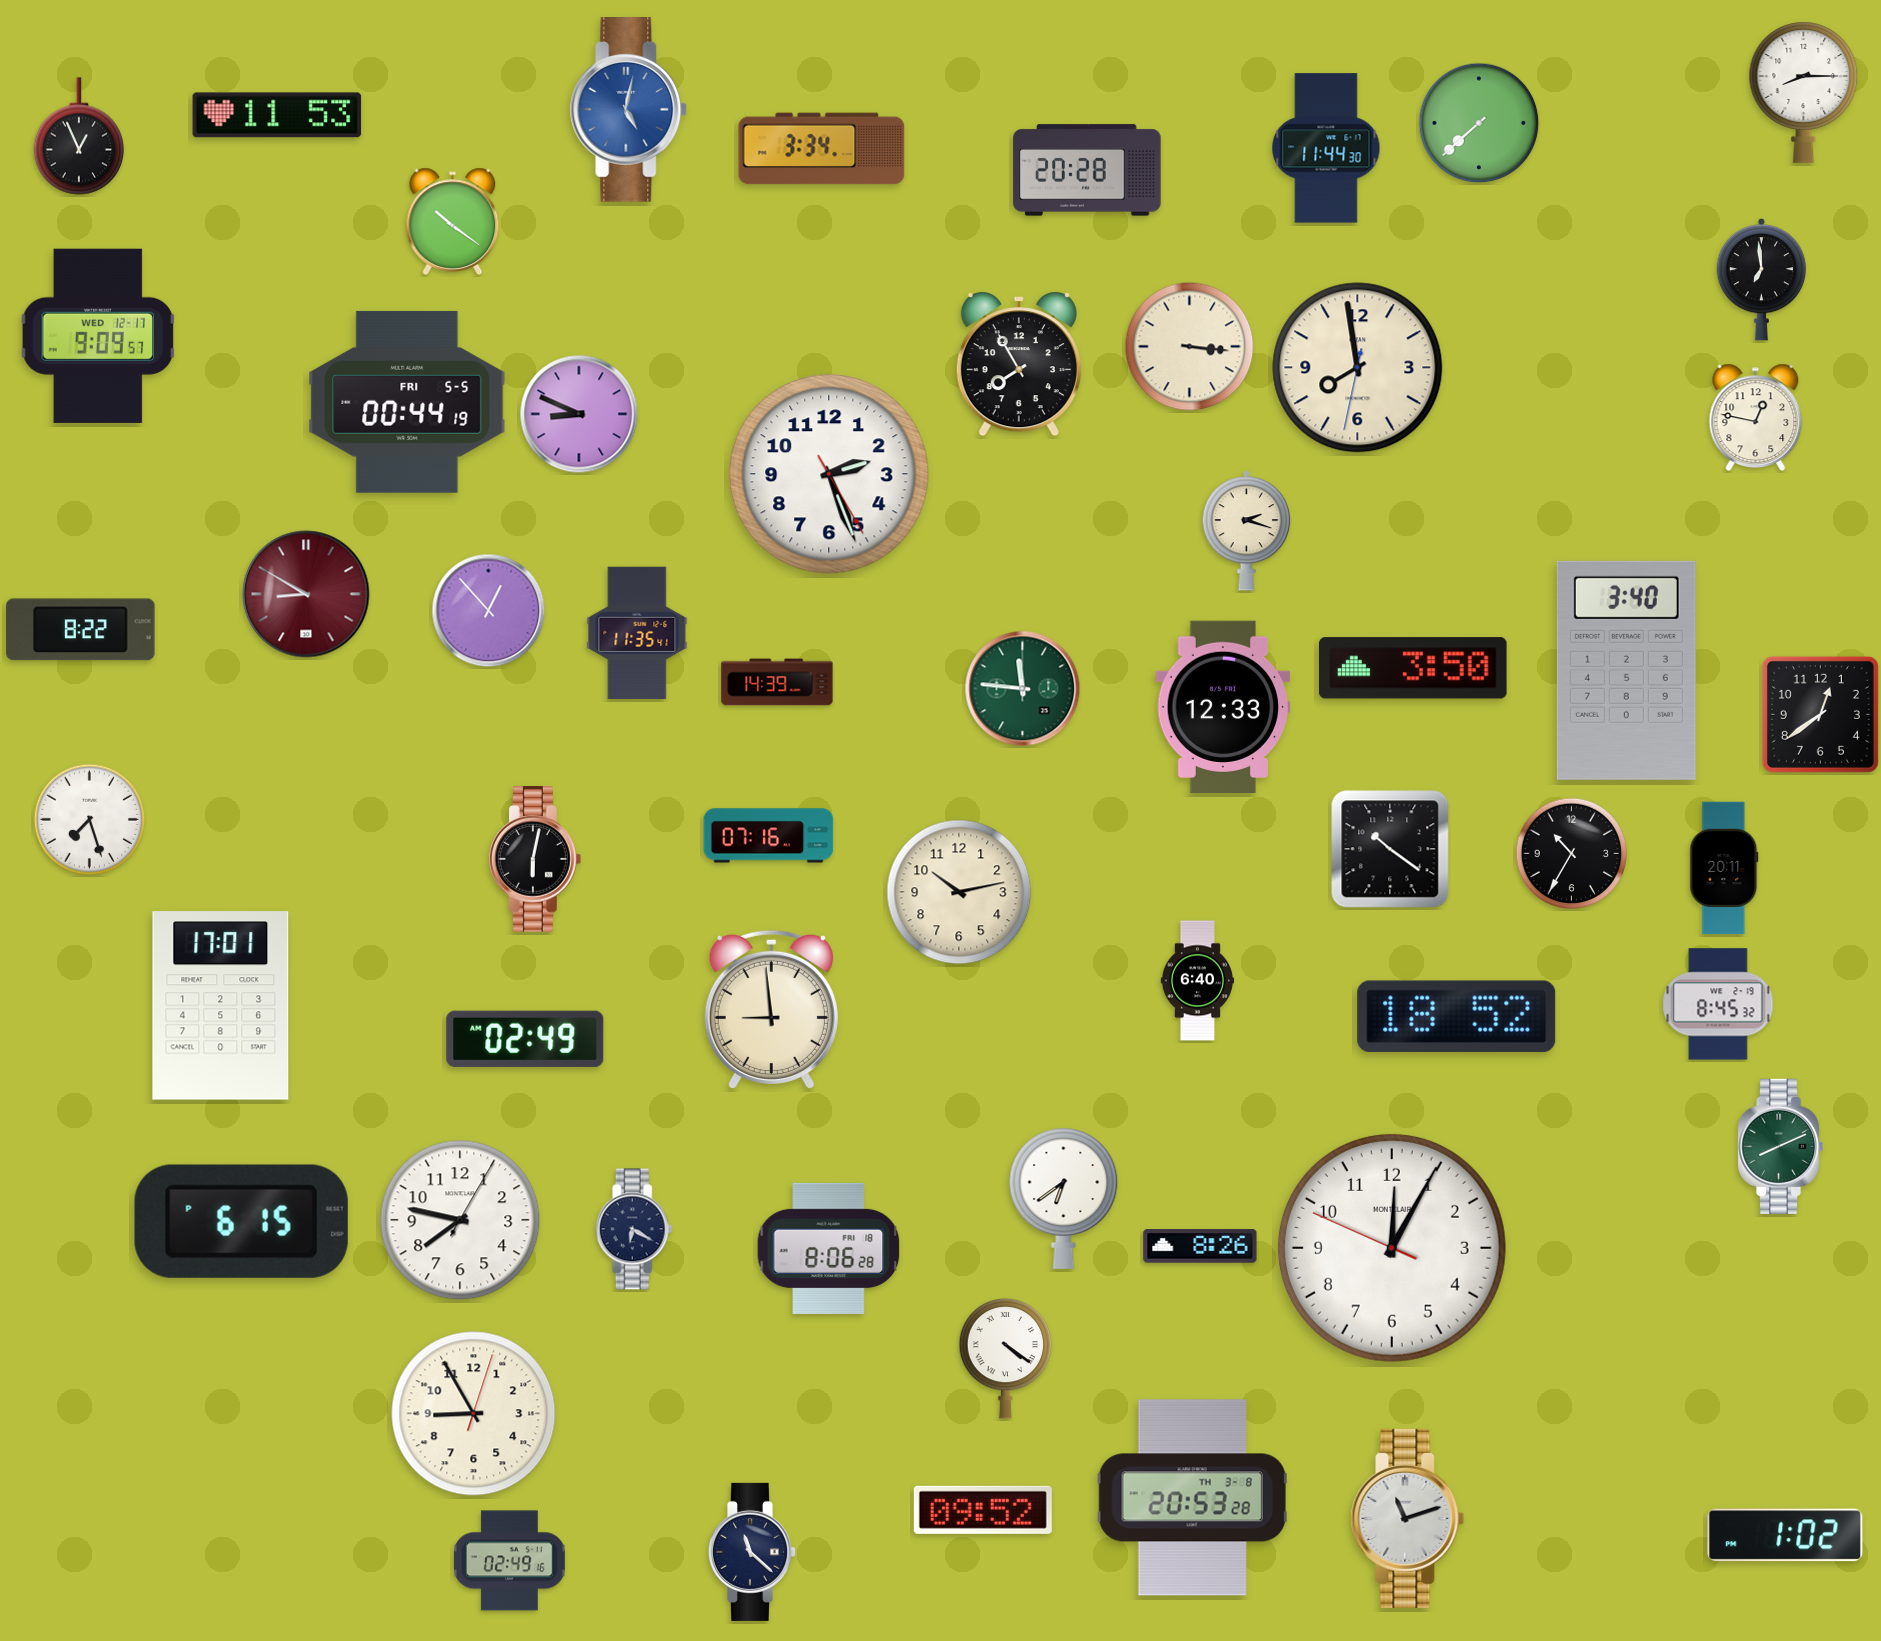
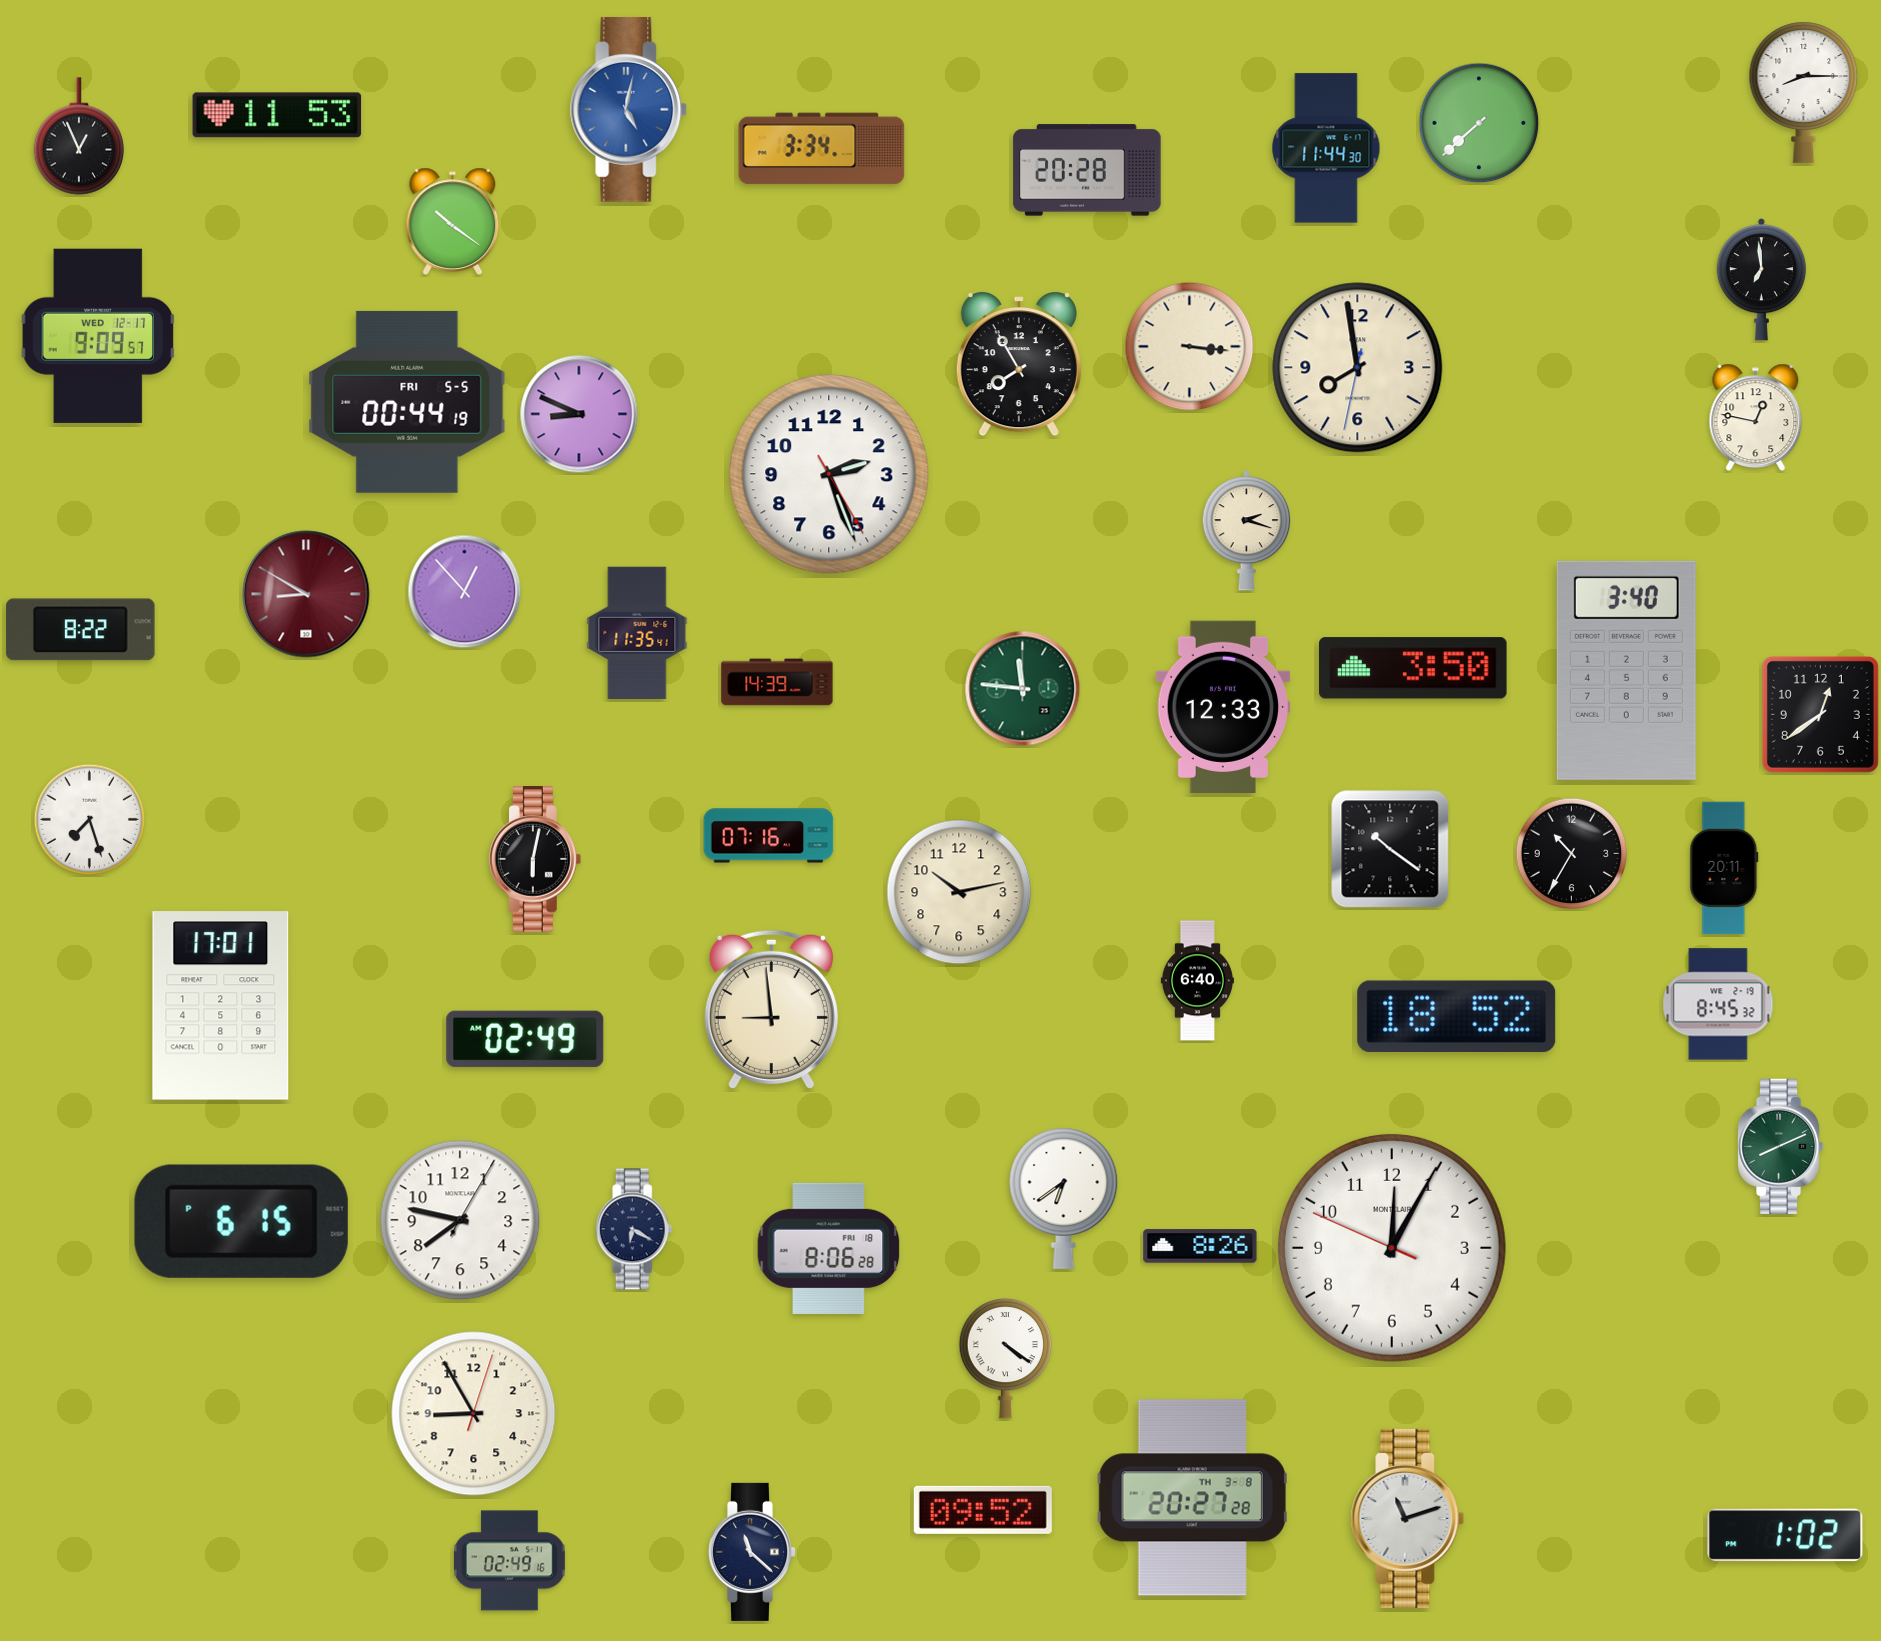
clock at (489, 611) position: (489, 611) -> (465, 592)
clock at (1192, 1498): 20:53 -> 20:27
